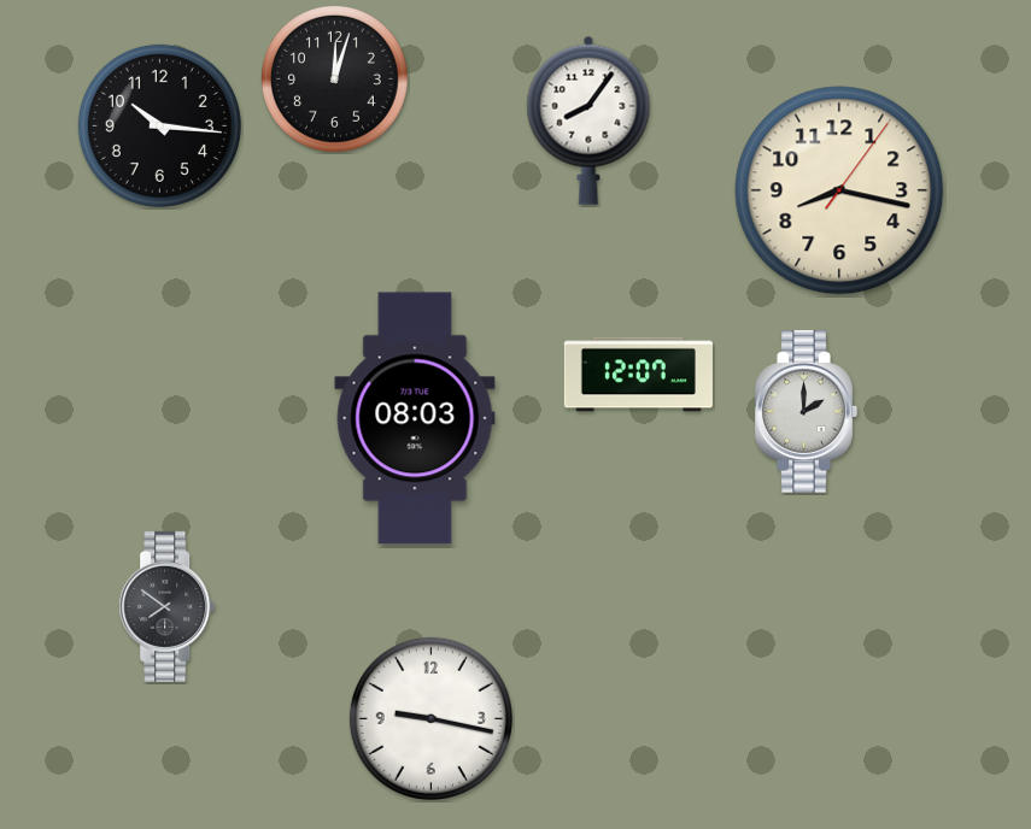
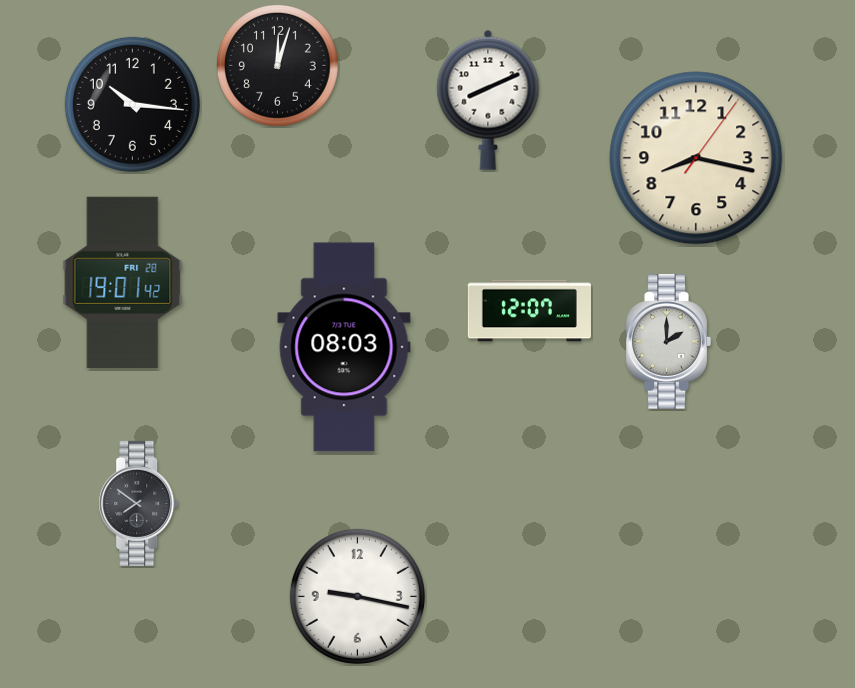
clock at (588, 120): 8:06 -> 8:11
clock at (123, 282): none -> 19:01
